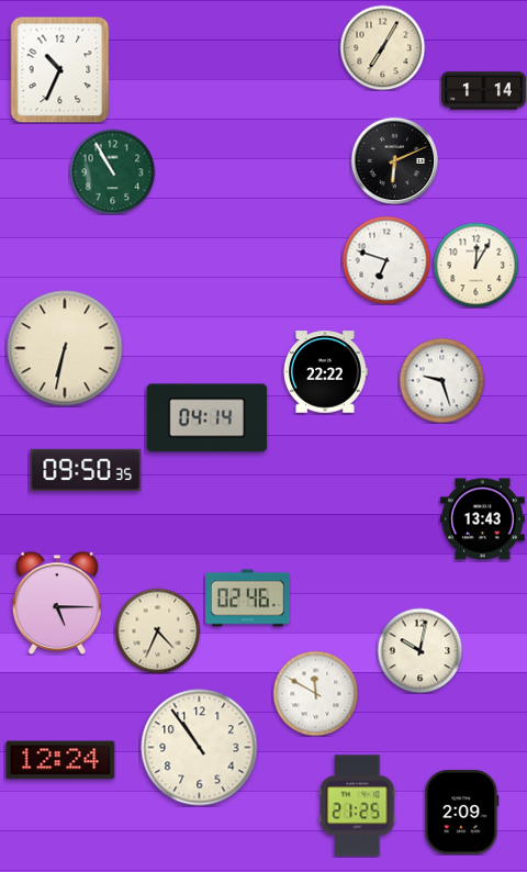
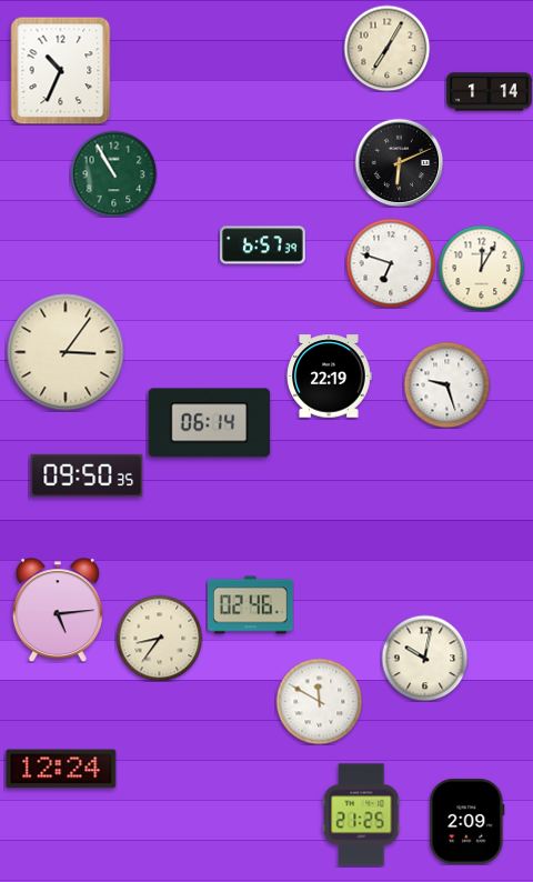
clock at (263, 245): none -> 6:57
clock at (65, 348): 6:32 -> 3:06
clock at (325, 372): 22:22 -> 22:19
clock at (208, 418): 04:14 -> 06:14
clock at (483, 519): 13:43 -> none
clock at (57, 603): 5:15 -> 5:14
clock at (157, 630): 4:34 -> 8:36
clock at (200, 748): 10:54 -> none
